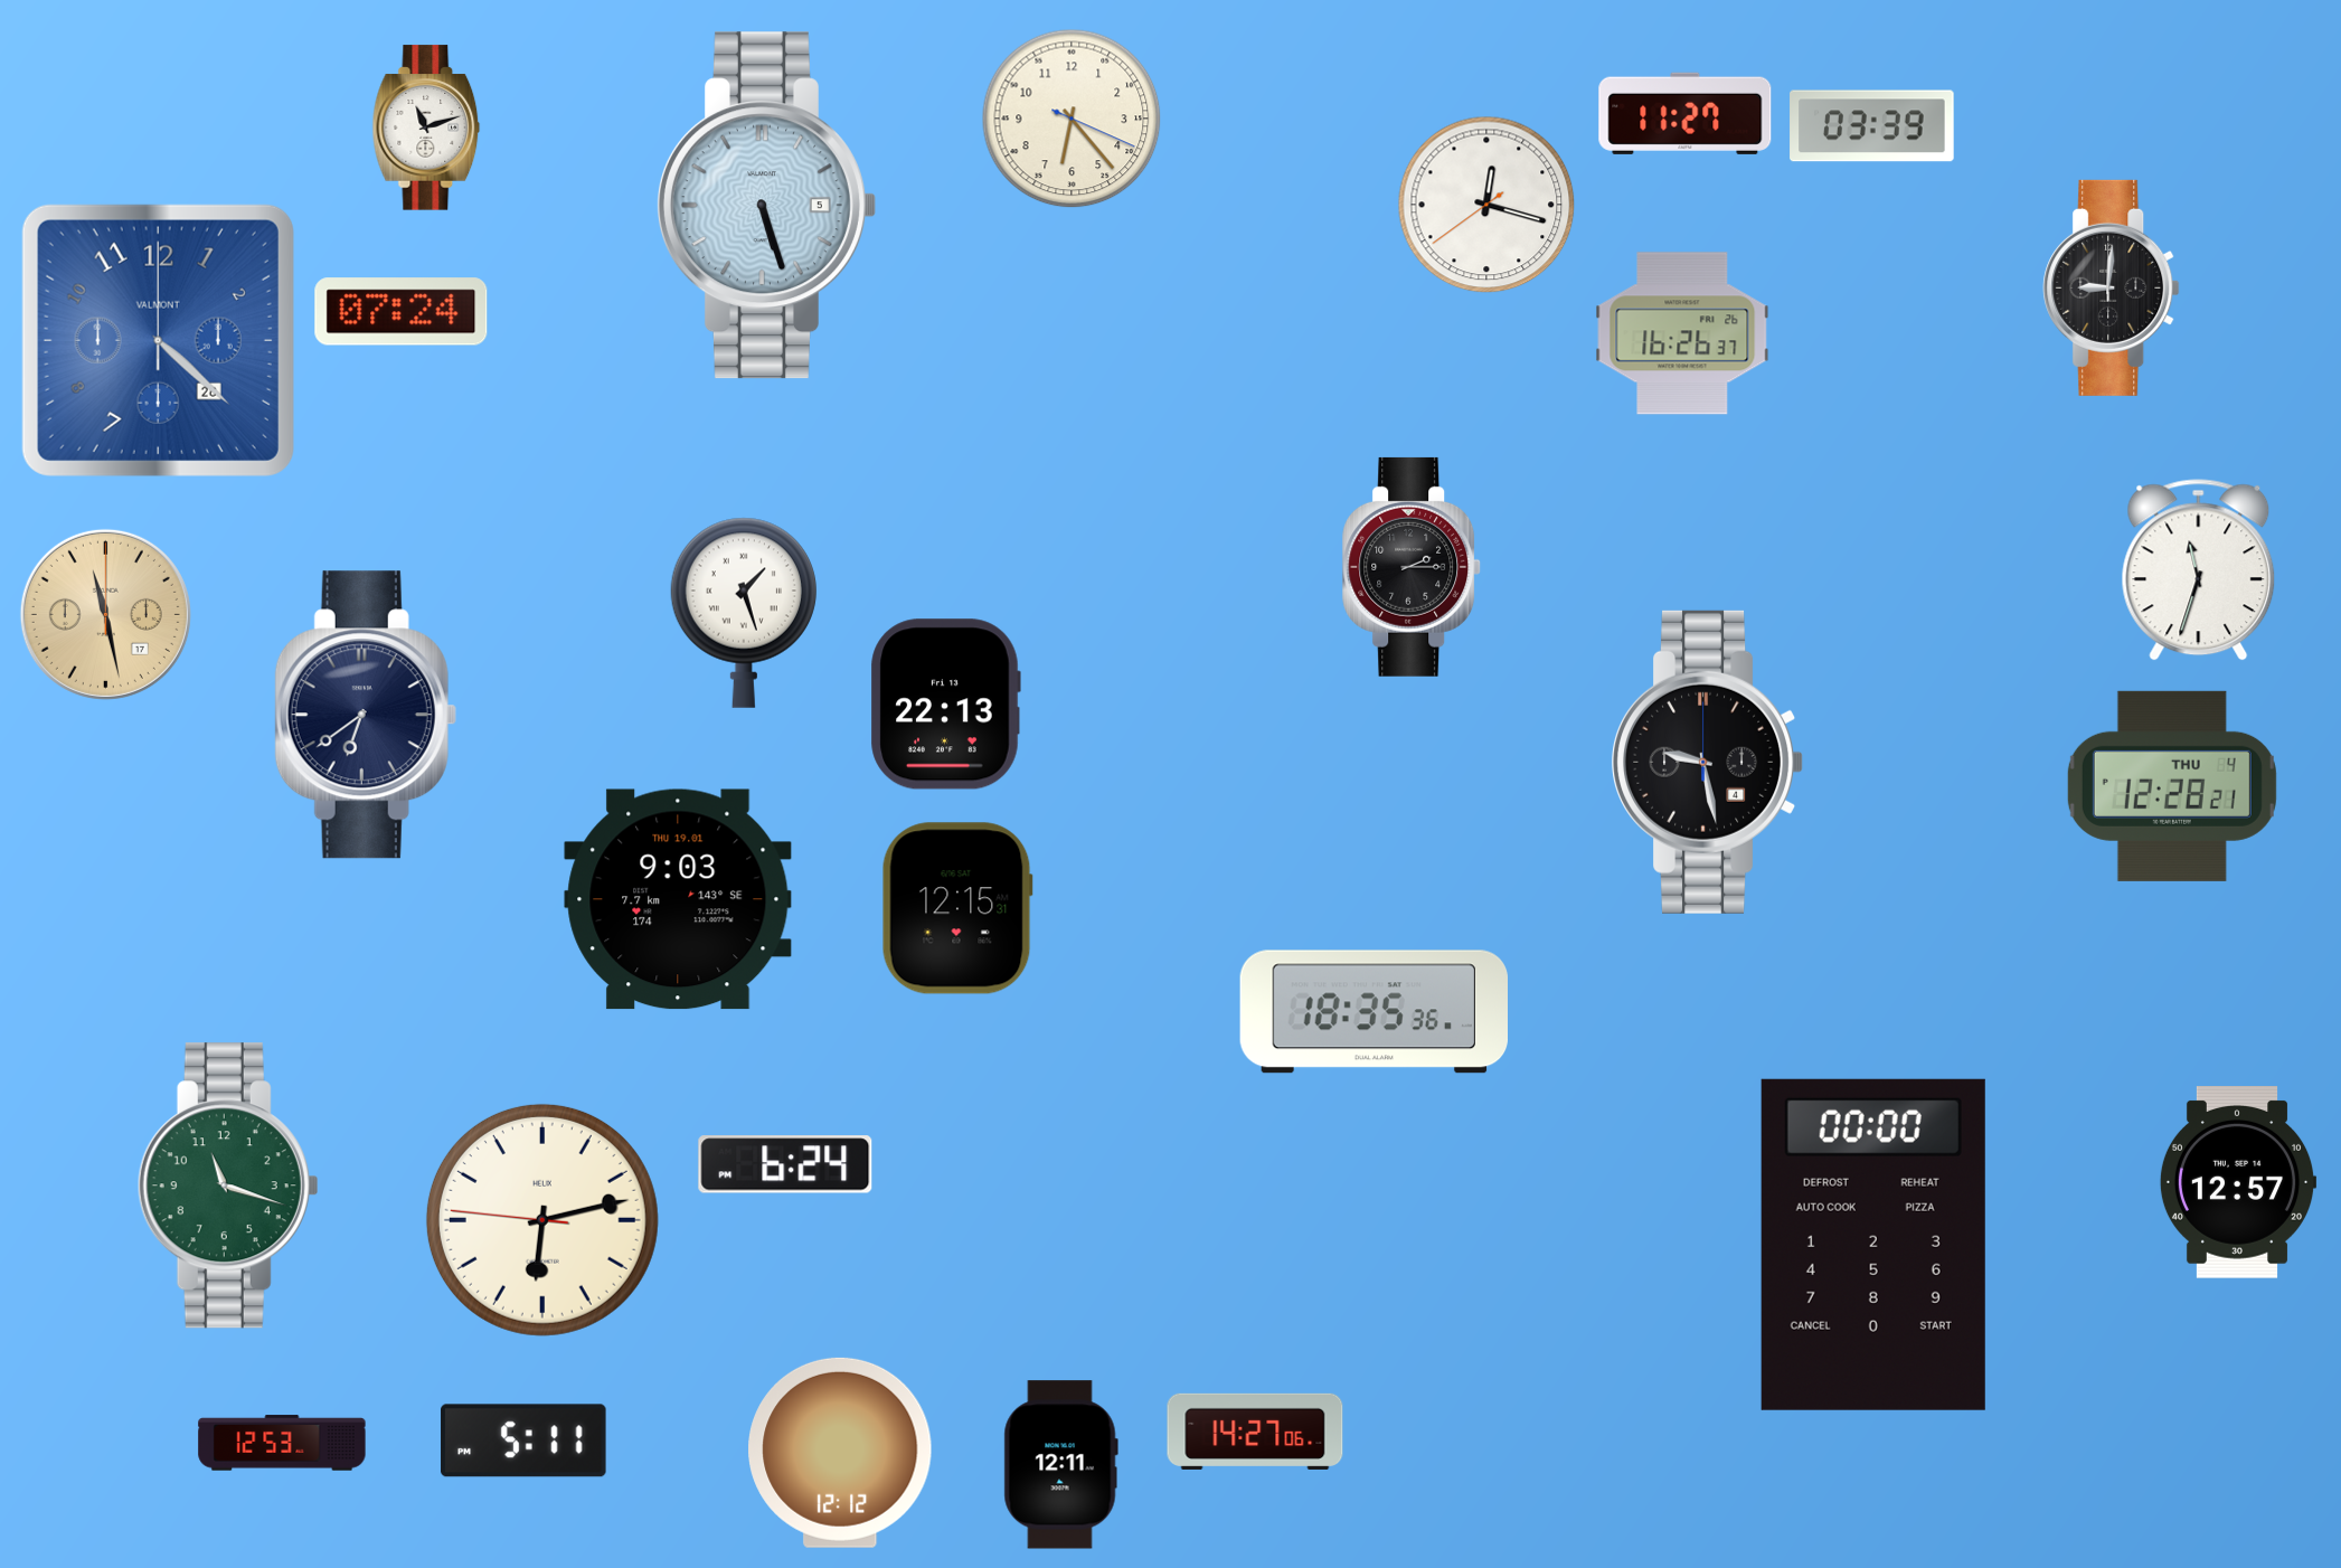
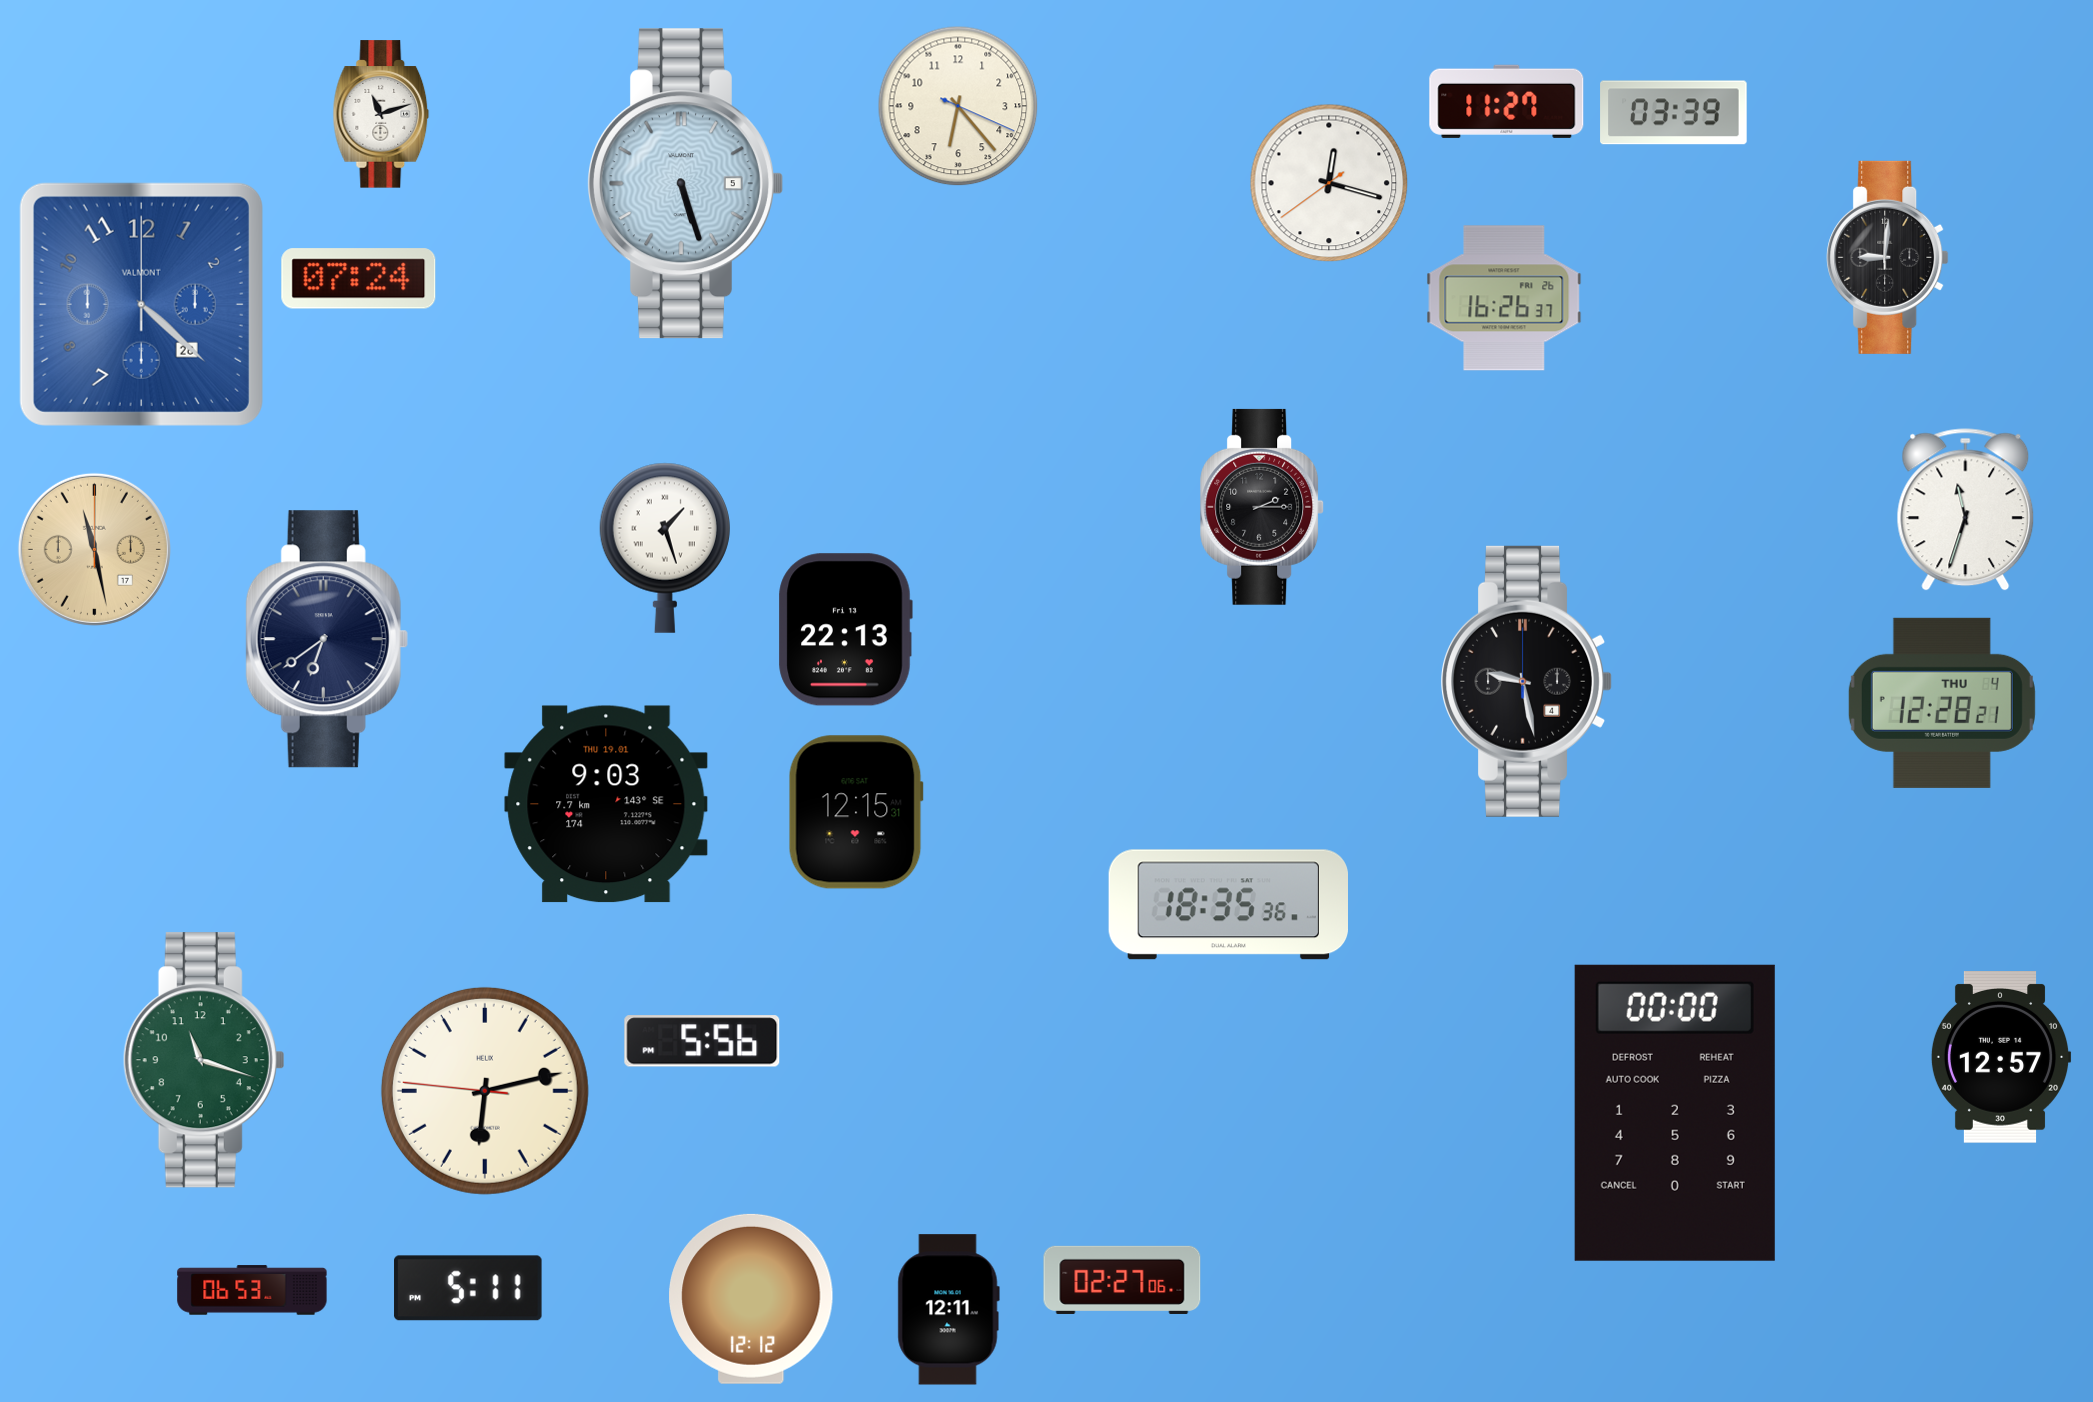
clock at (785, 1164): 6:24 -> 5:56
clock at (1255, 1432): 14:27 -> 02:27
clock at (282, 1443): 12:53 -> 06:53
